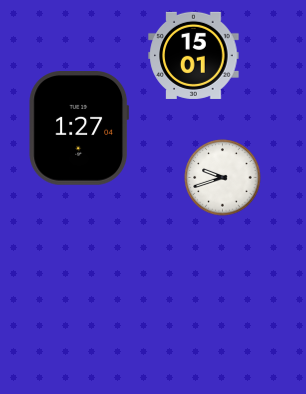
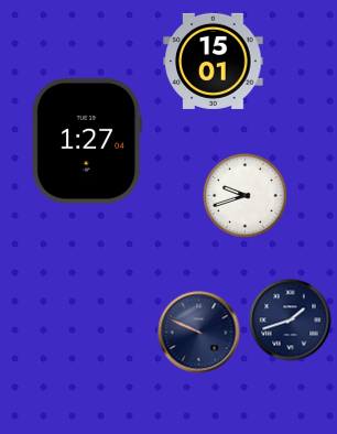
clock at (291, 321): none -> 1:42
clock at (199, 333): none -> 9:49
